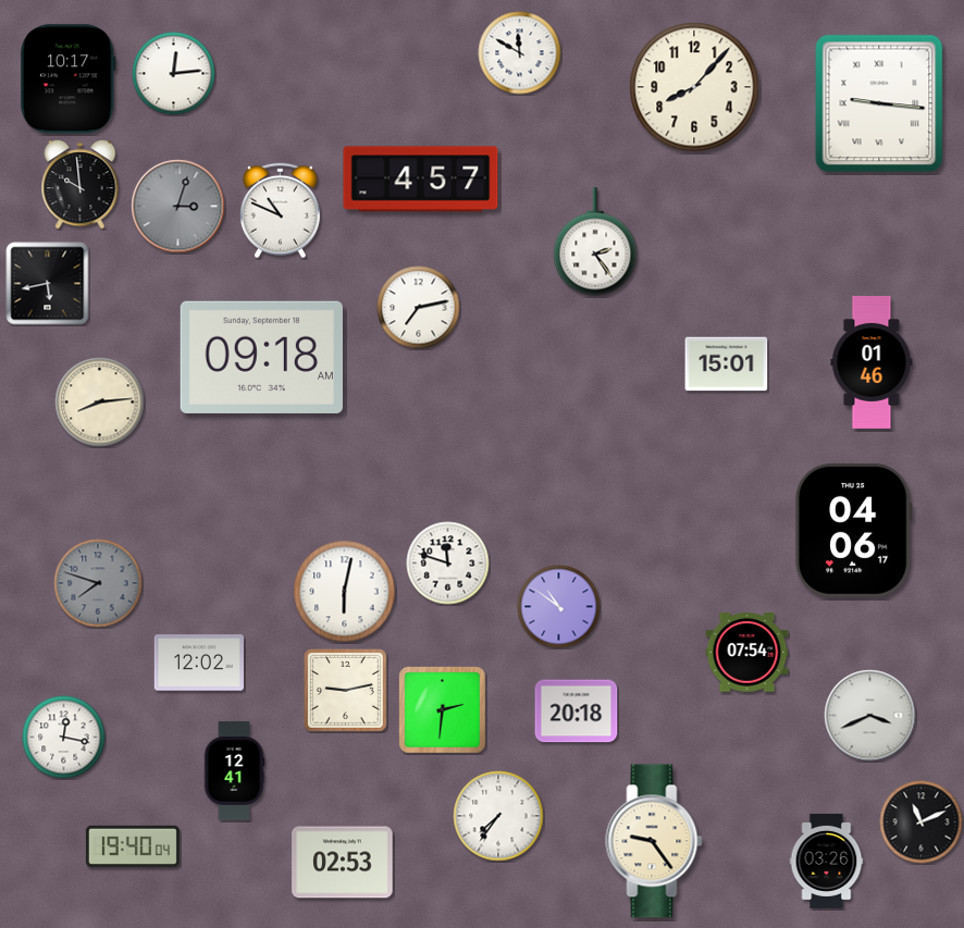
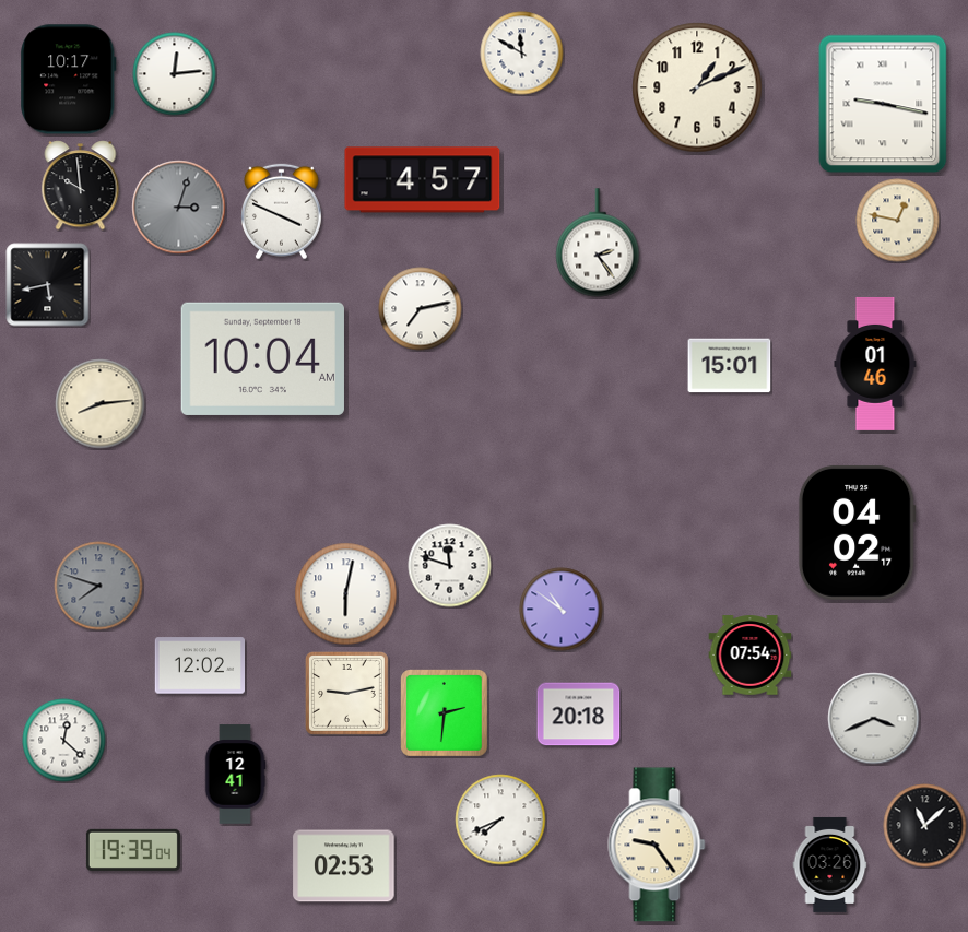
clock at (694, 87): 8:07 -> 1:11
clock at (879, 103): 9:16 -> 9:17
clock at (281, 211): 10:49 -> 3:49
clock at (898, 221): none -> 12:47
clock at (261, 357): 09:18 -> 10:04
clock at (853, 530): 04:06 -> 04:02
clock at (64, 738): 12:17 -> 12:22
clock at (498, 816): 7:36 -> 7:41
clock at (922, 822): 11:11 -> 11:08
clock at (133, 846): 19:40 -> 19:39
